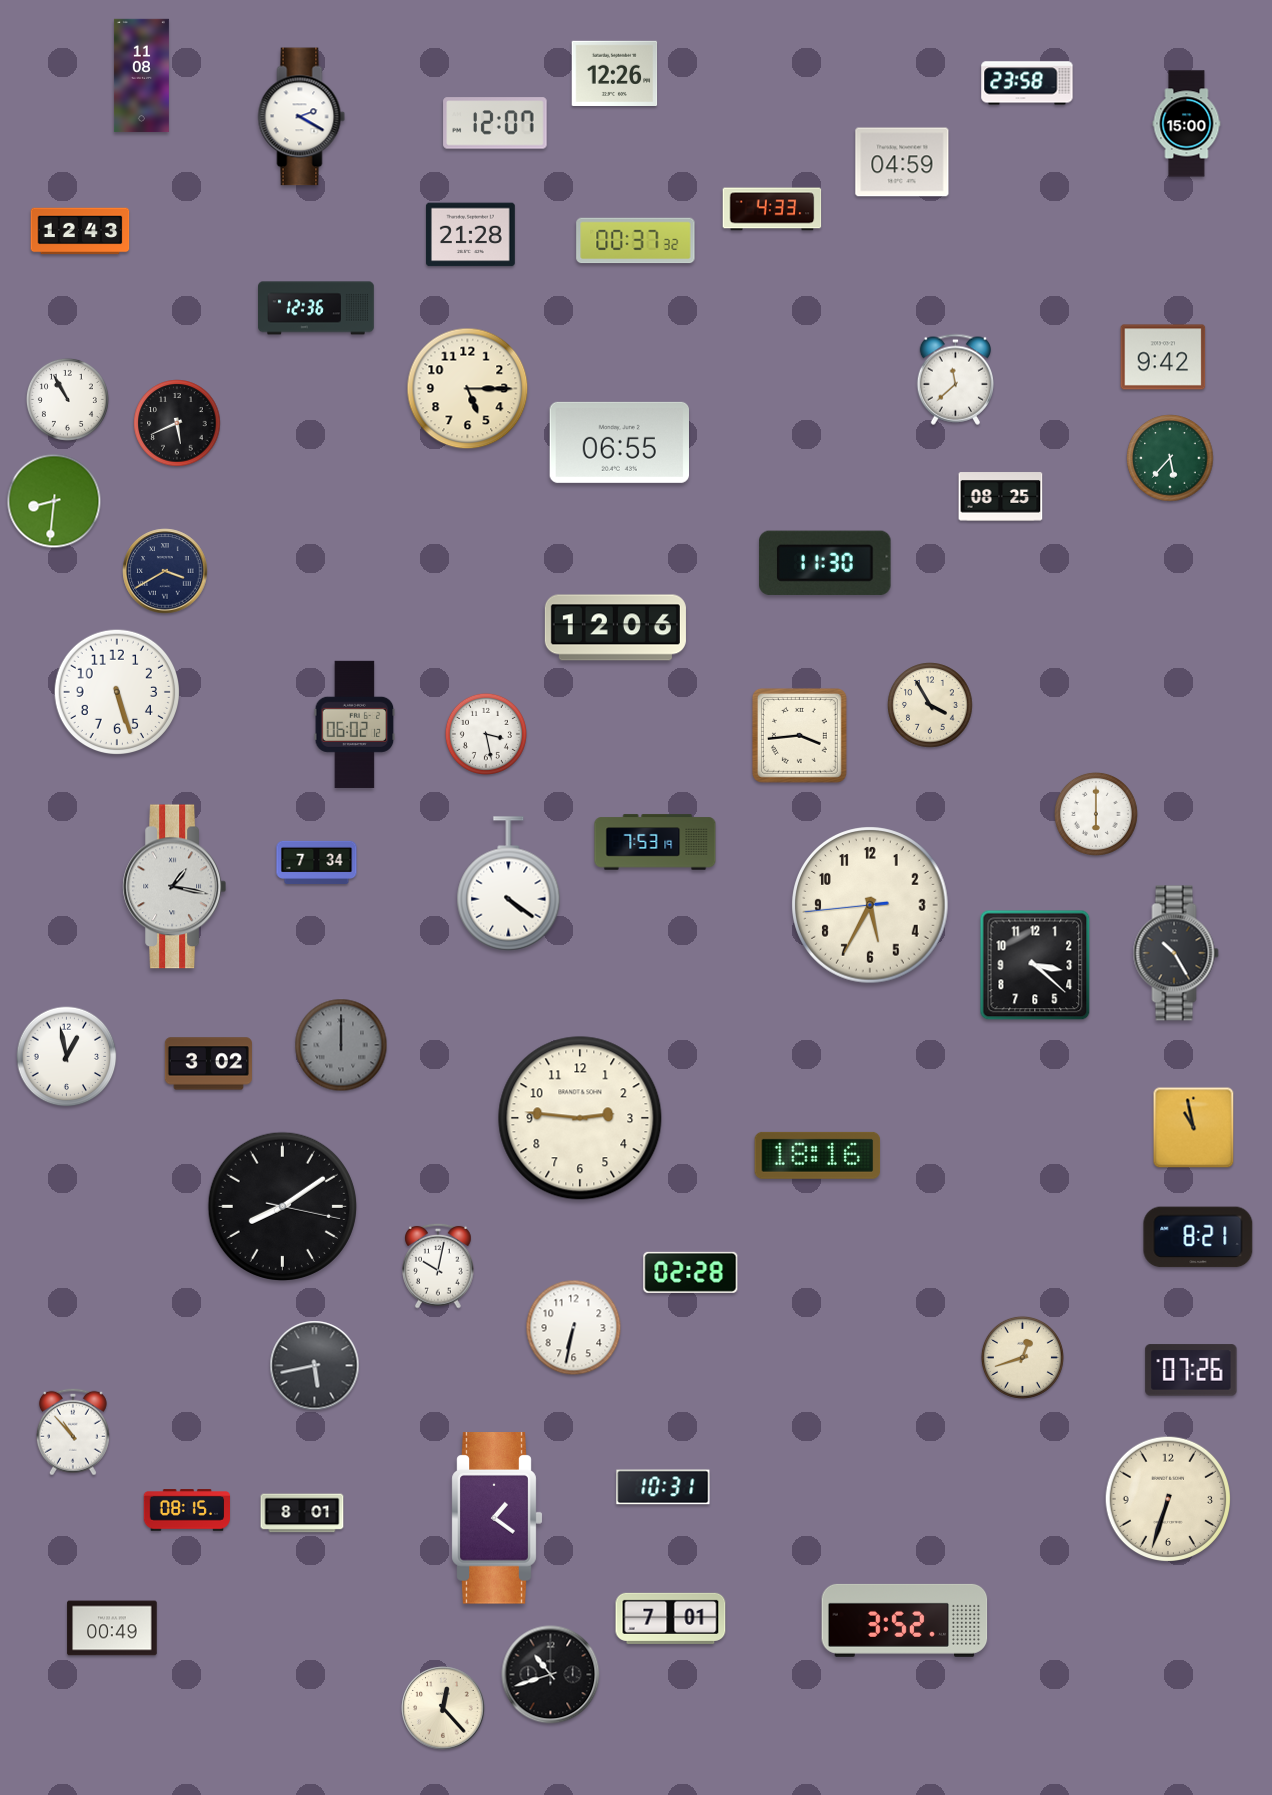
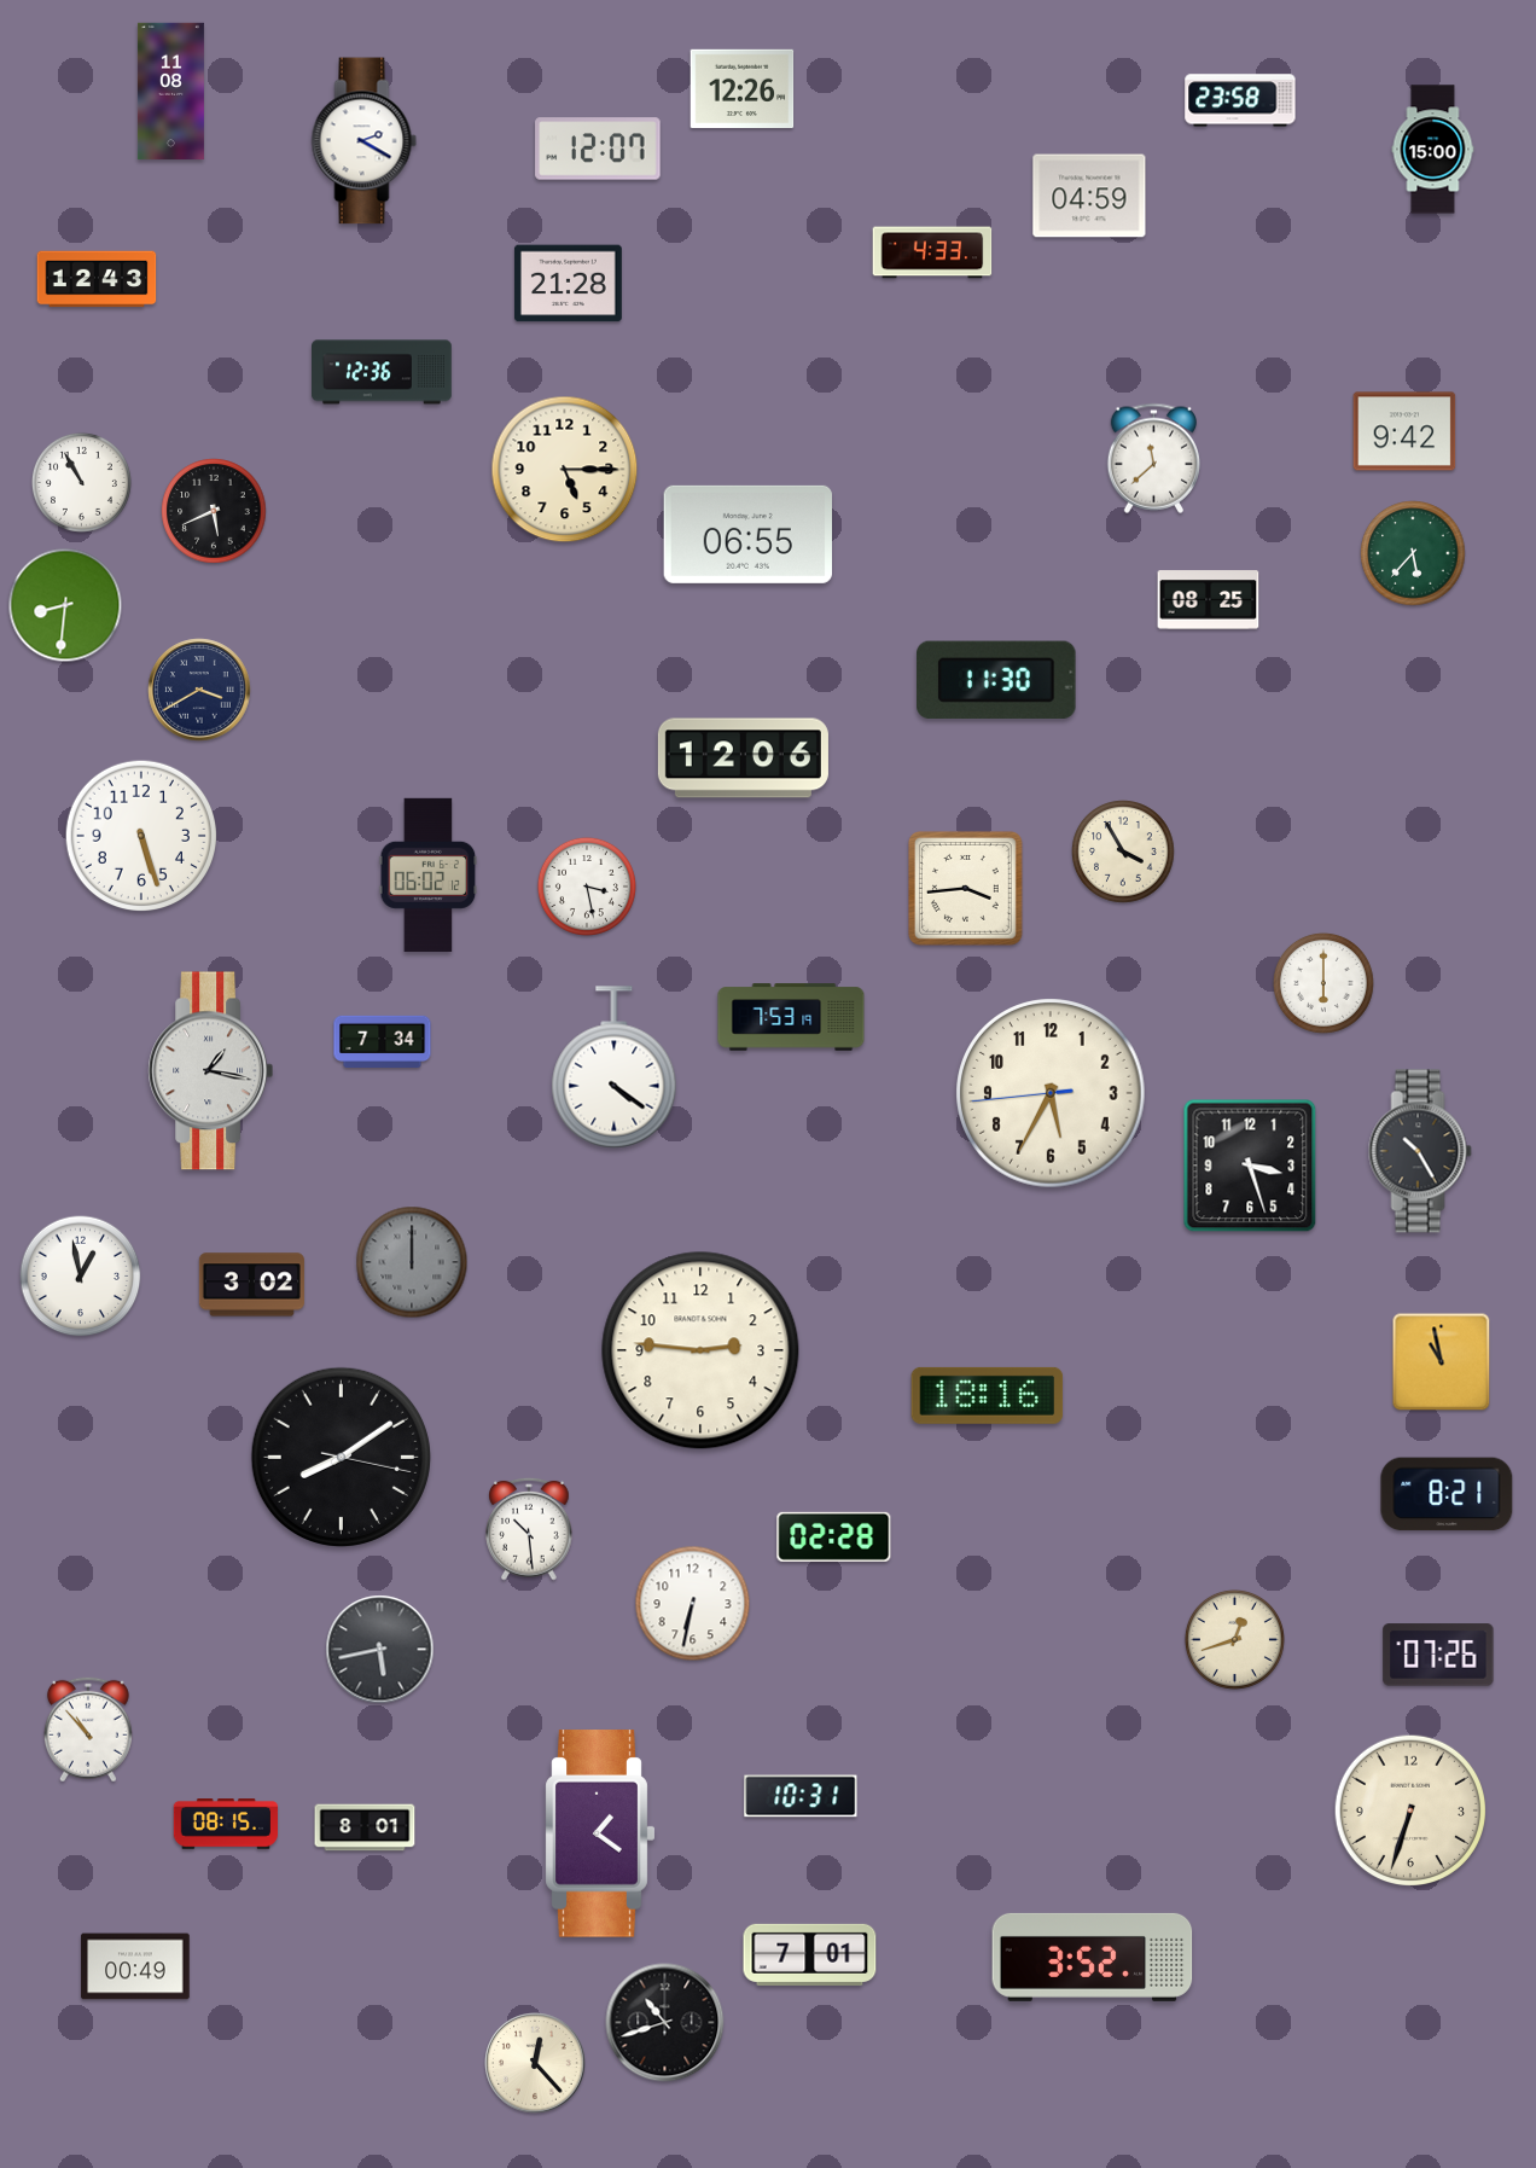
clock at (636, 241): 00:37 -> none
clock at (1035, 965): 3:22 -> 3:27
clock at (438, 1266): 10:02 -> 10:29
